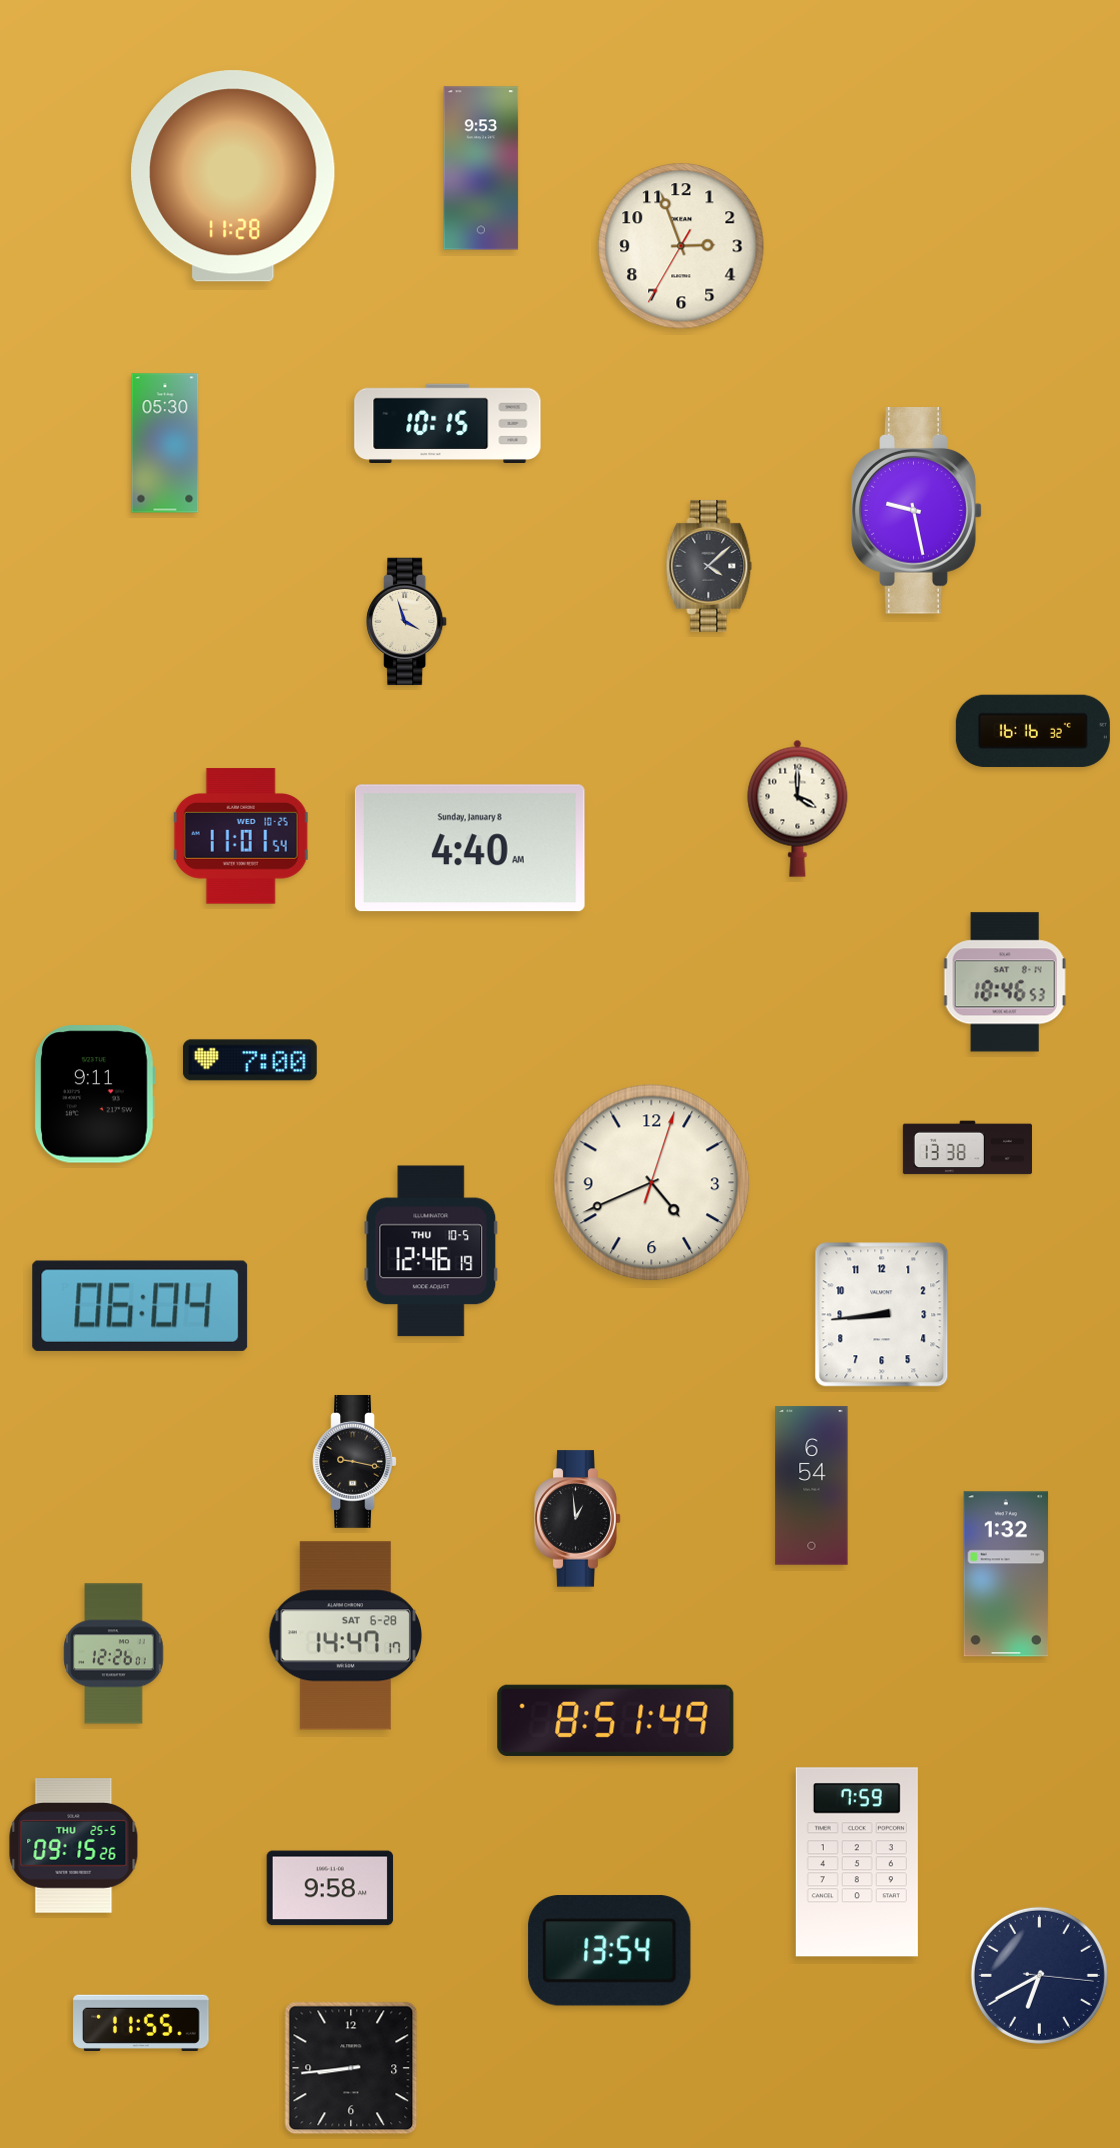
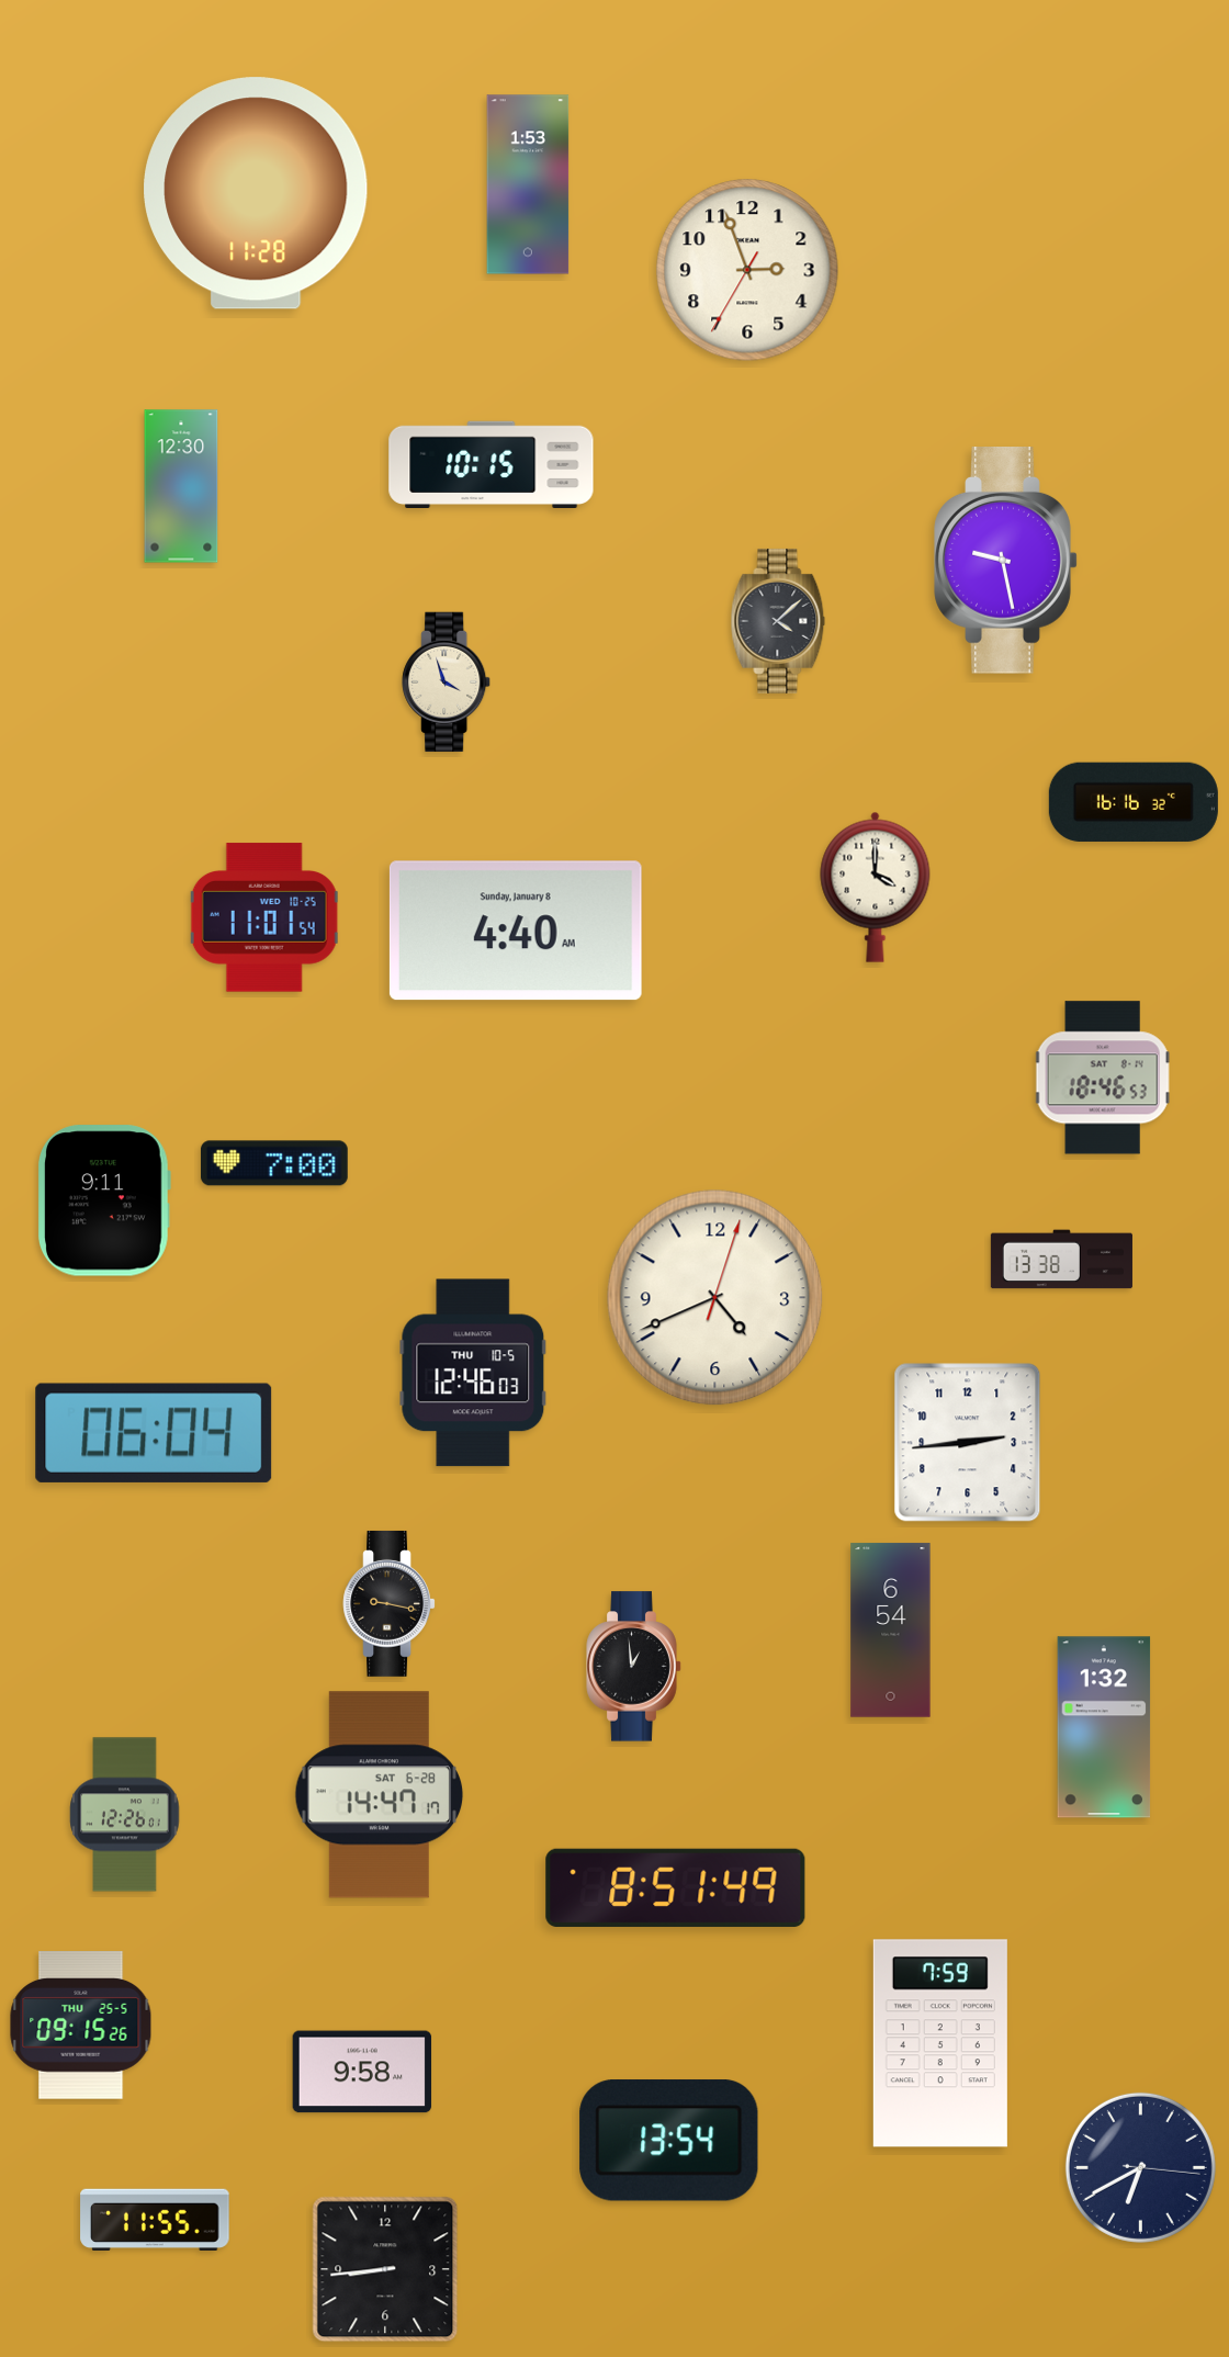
clock at (481, 168): 9:53 -> 1:53
clock at (165, 443): 05:30 -> 12:30
clock at (431, 1251): 12:46:19 -> 12:46:03
clock at (882, 1315): 8:44 -> 2:44
